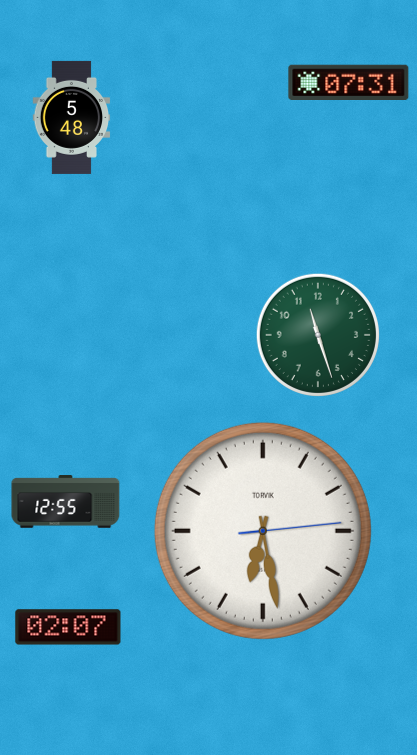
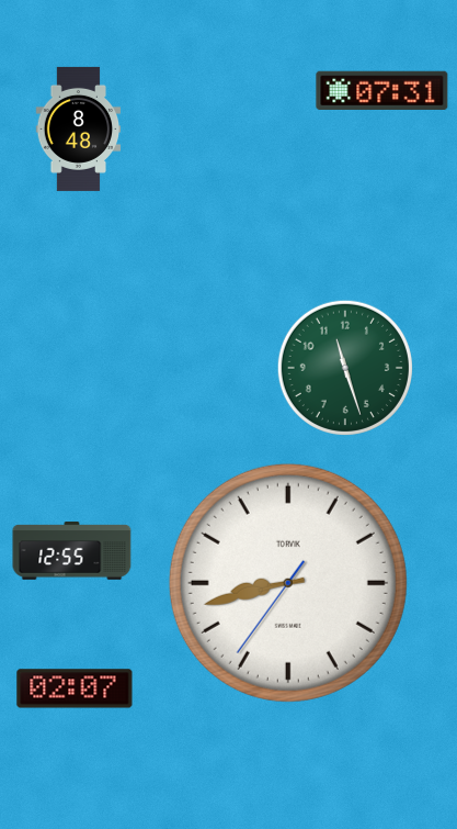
clock at (72, 117): 5:48 -> 8:48
clock at (318, 335) position: (318, 335) -> (345, 368)
clock at (263, 531): 6:28 -> 8:42
